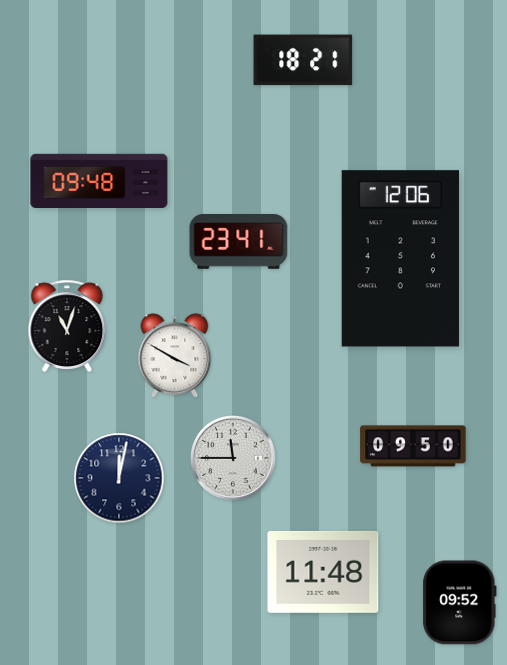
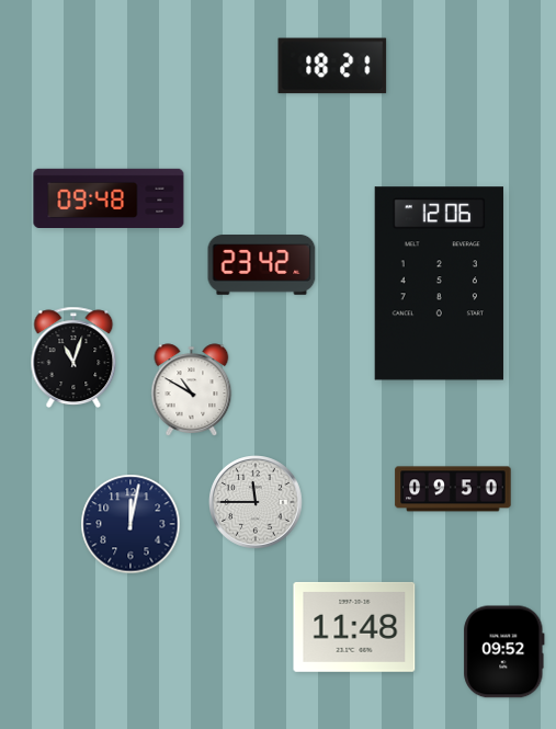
clock at (239, 242): 23:41 -> 23:42
clock at (175, 356): 3:50 -> 10:50
clock at (460, 603) position: (460, 603) -> (504, 652)
